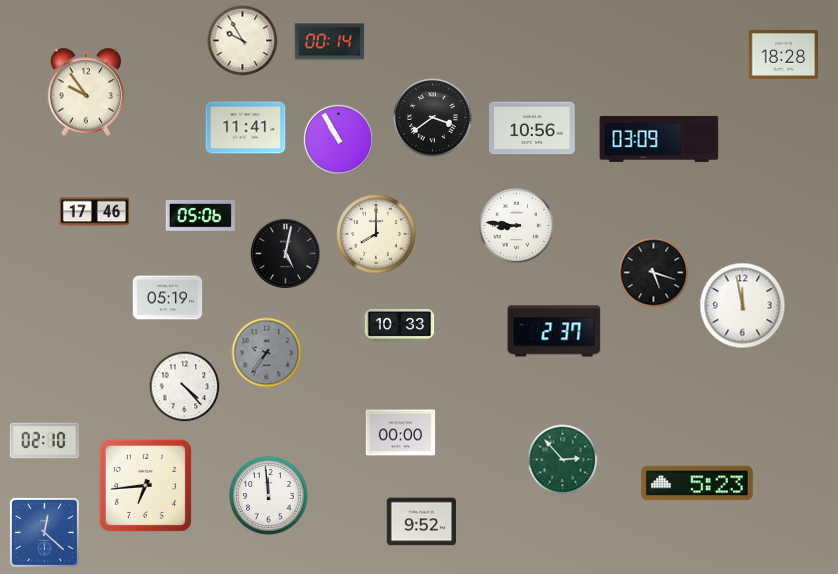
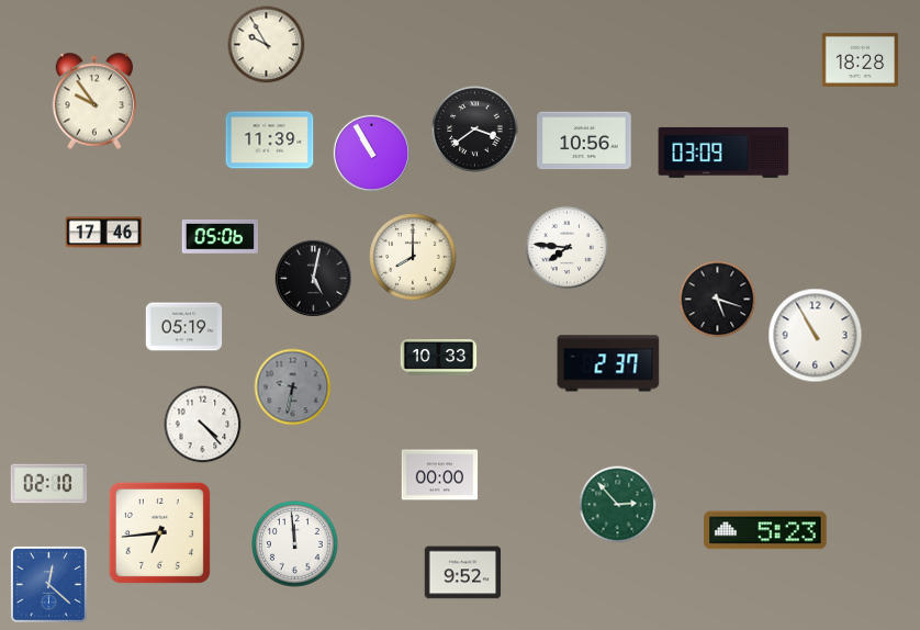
clock at (330, 42): 00:14 -> none
clock at (246, 128): 11:41 -> 11:39
clock at (516, 225): 8:46 -> 7:46
clock at (743, 306): 11:58 -> 10:55
clock at (267, 353): 9:36 -> 9:32
